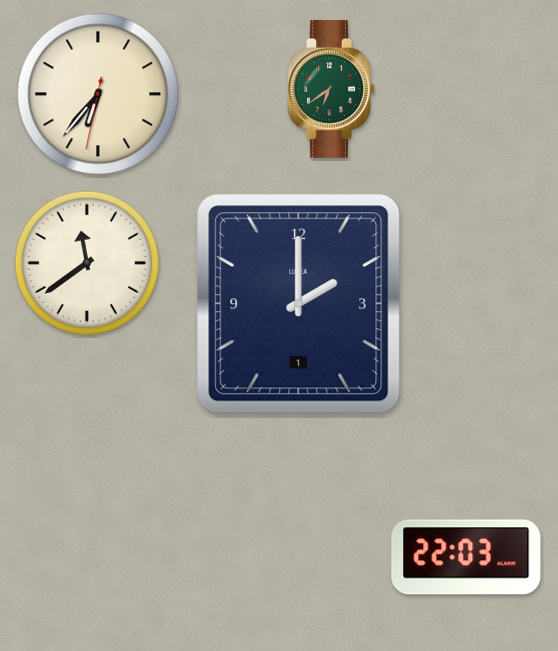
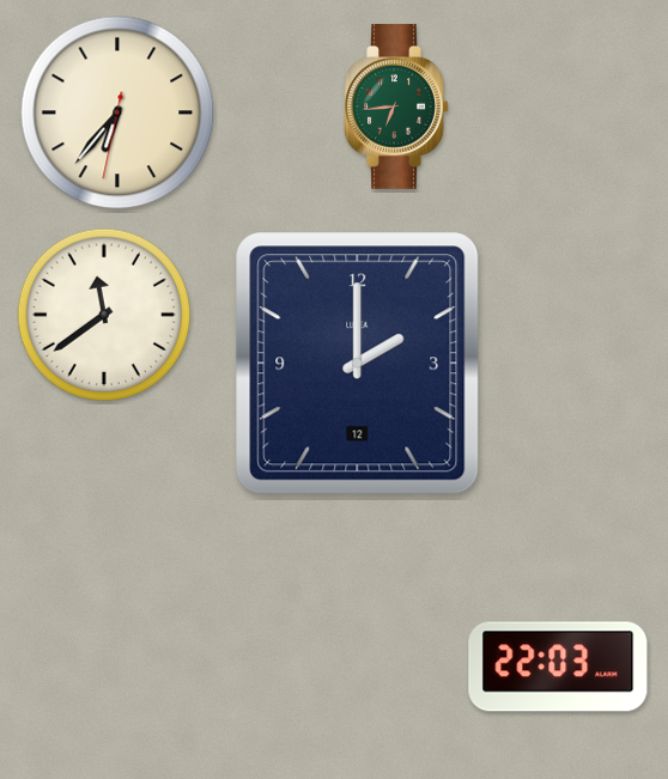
clock at (331, 90): 6:39 -> 6:44
clock at (299, 304) date: 1 -> 12
